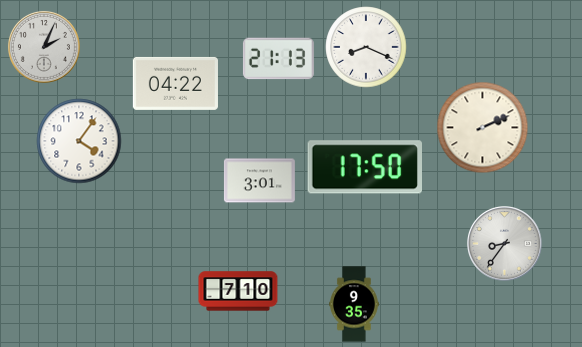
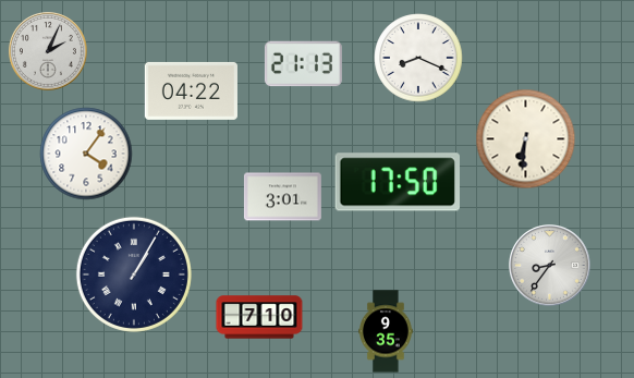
clock at (366, 47) position: (366, 47) -> (418, 58)
clock at (483, 128): 2:11 -> 6:31
clock at (134, 275): none -> 1:05
